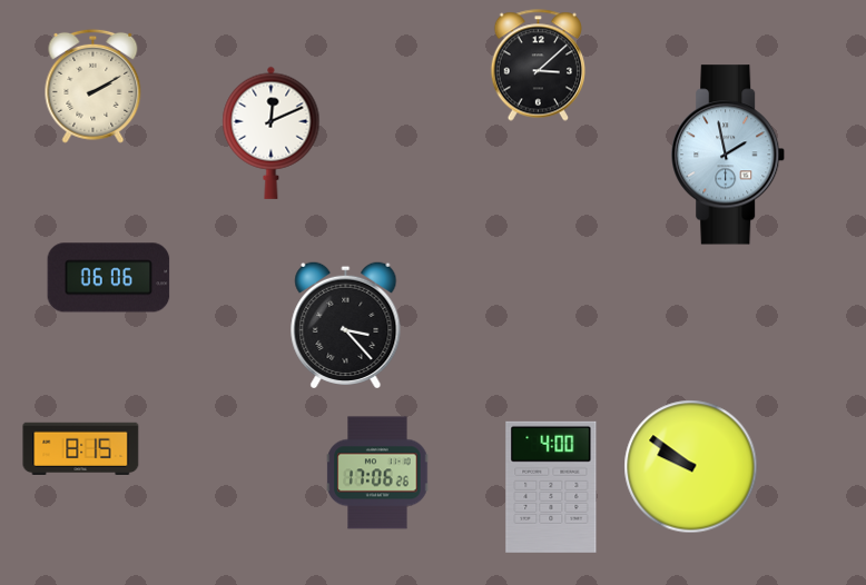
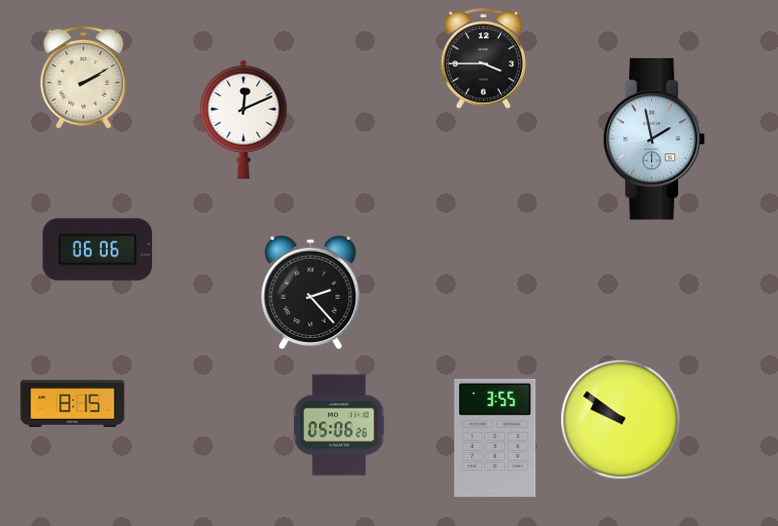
clock at (538, 66): 3:08 -> 3:45
clock at (346, 324): 3:23 -> 2:23
clock at (377, 473): 17:06 -> 05:06
clock at (551, 487): 4:00 -> 3:55
